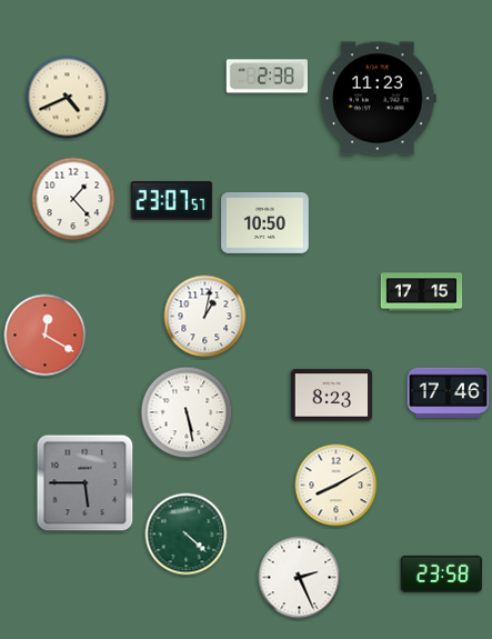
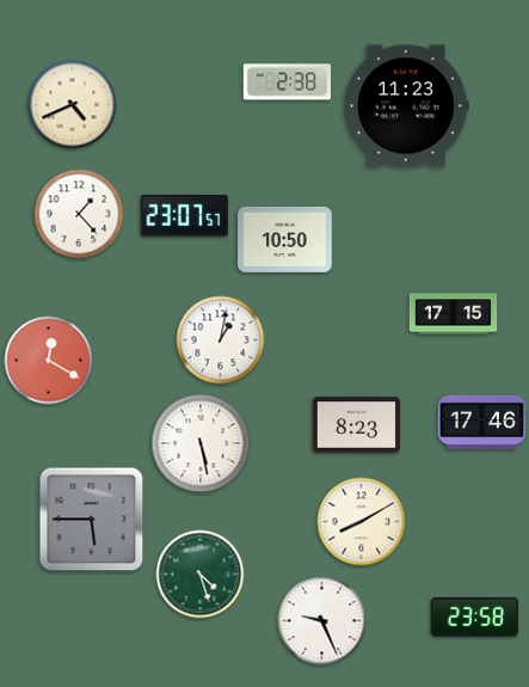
clock at (187, 535): 4:22 -> 4:27
clock at (300, 578): 2:26 -> 9:26
